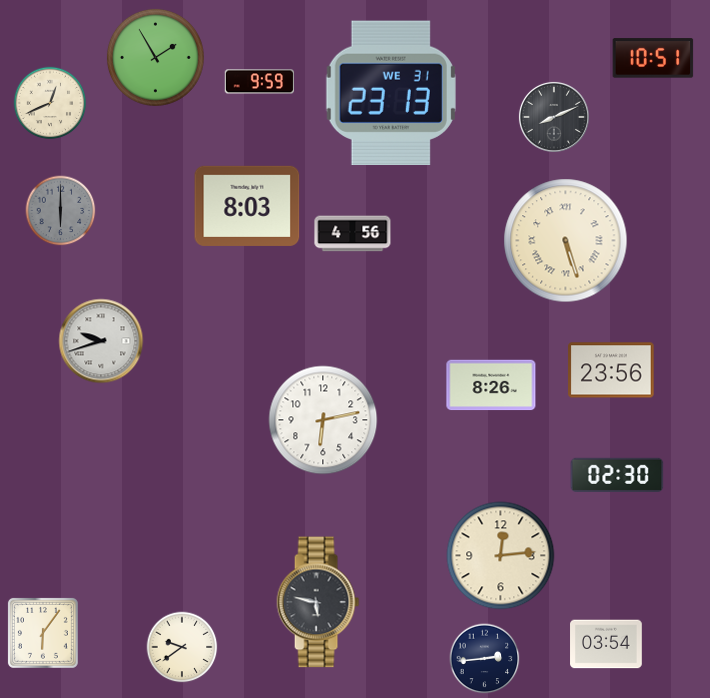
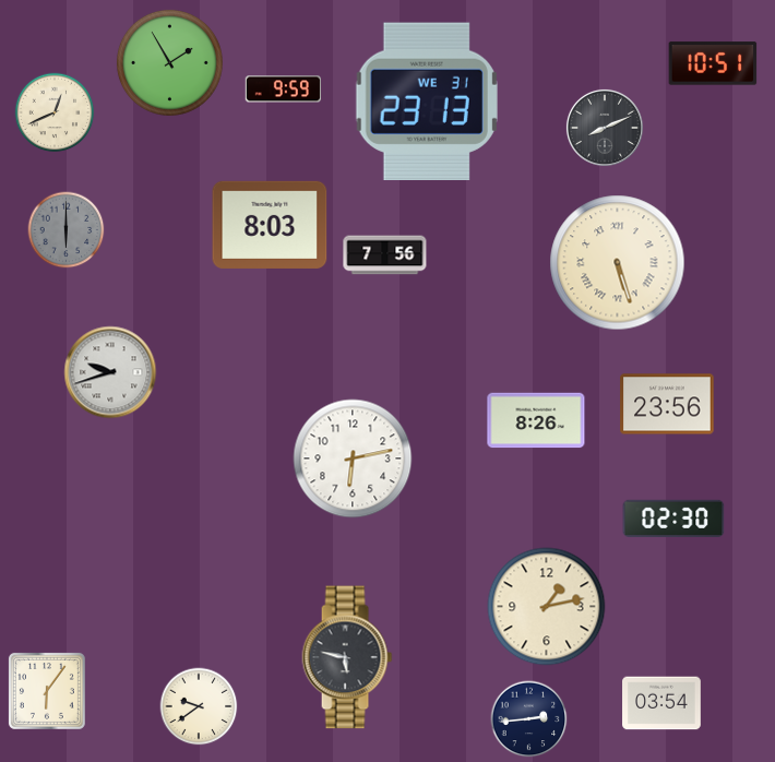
clock at (353, 234): 4:56 -> 7:56
clock at (501, 556): 12:14 -> 1:13
